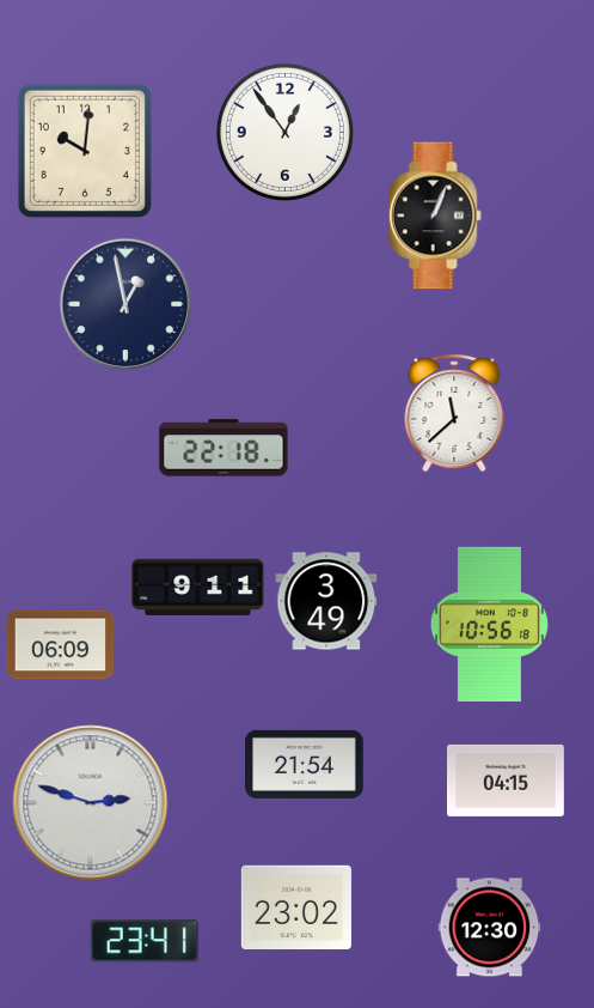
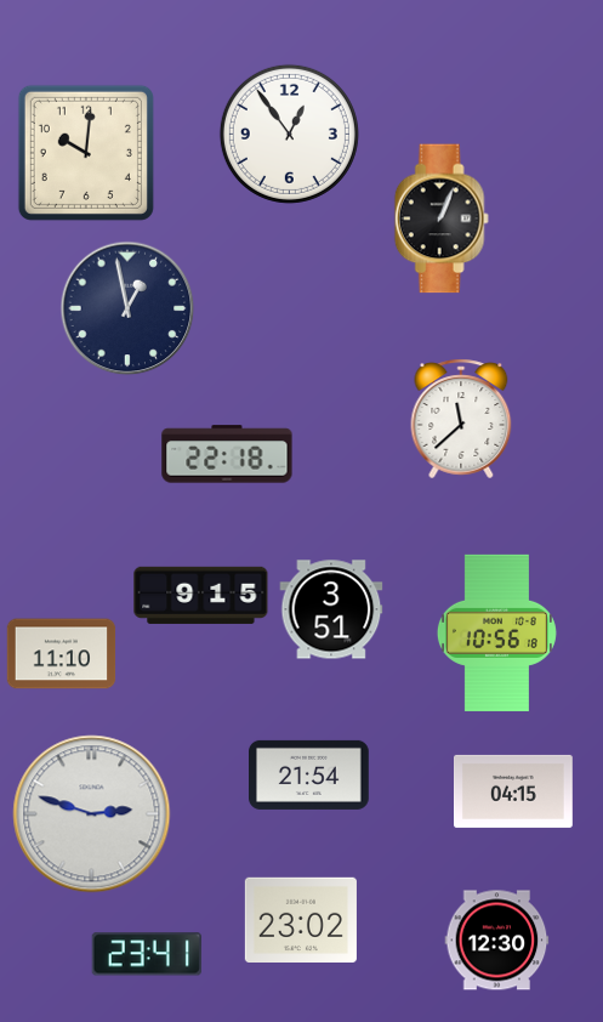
clock at (198, 587): 9:11 -> 9:15
clock at (326, 601): 3:49 -> 3:51
clock at (61, 645): 06:09 -> 11:10
